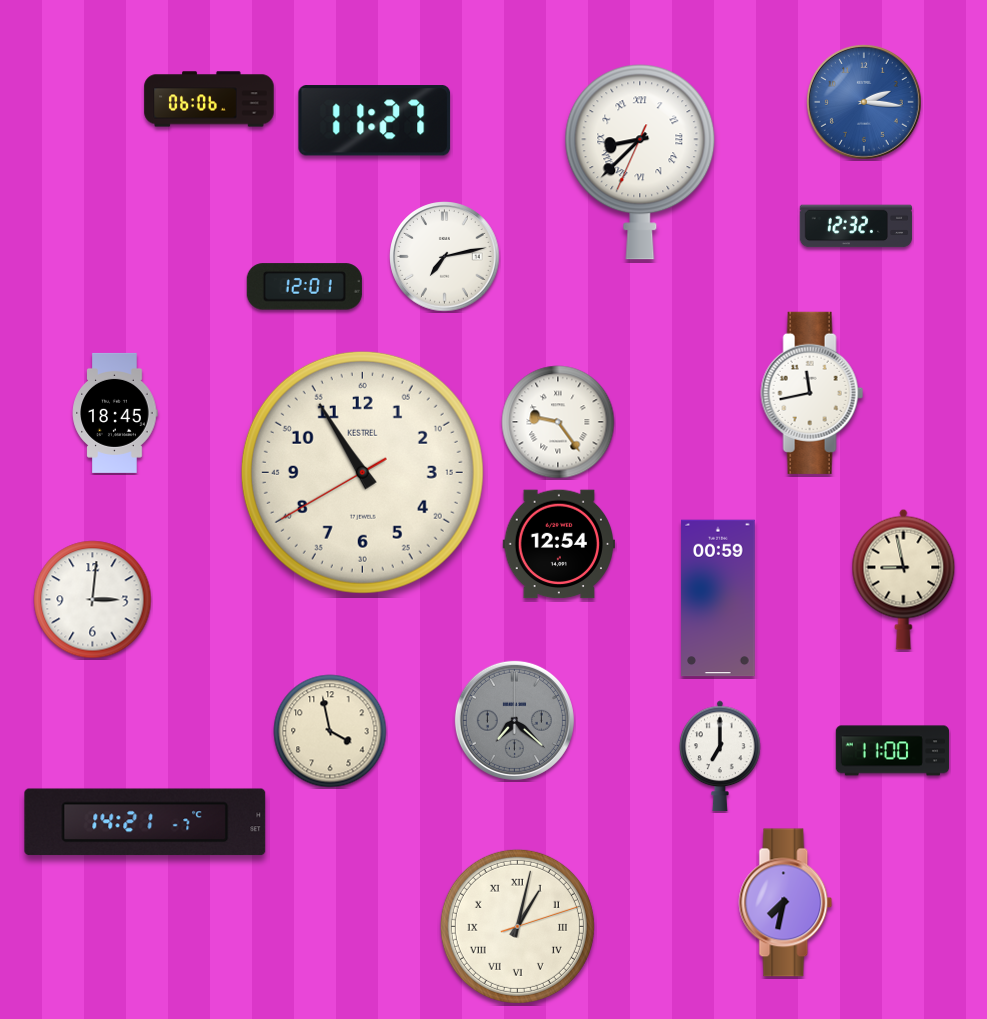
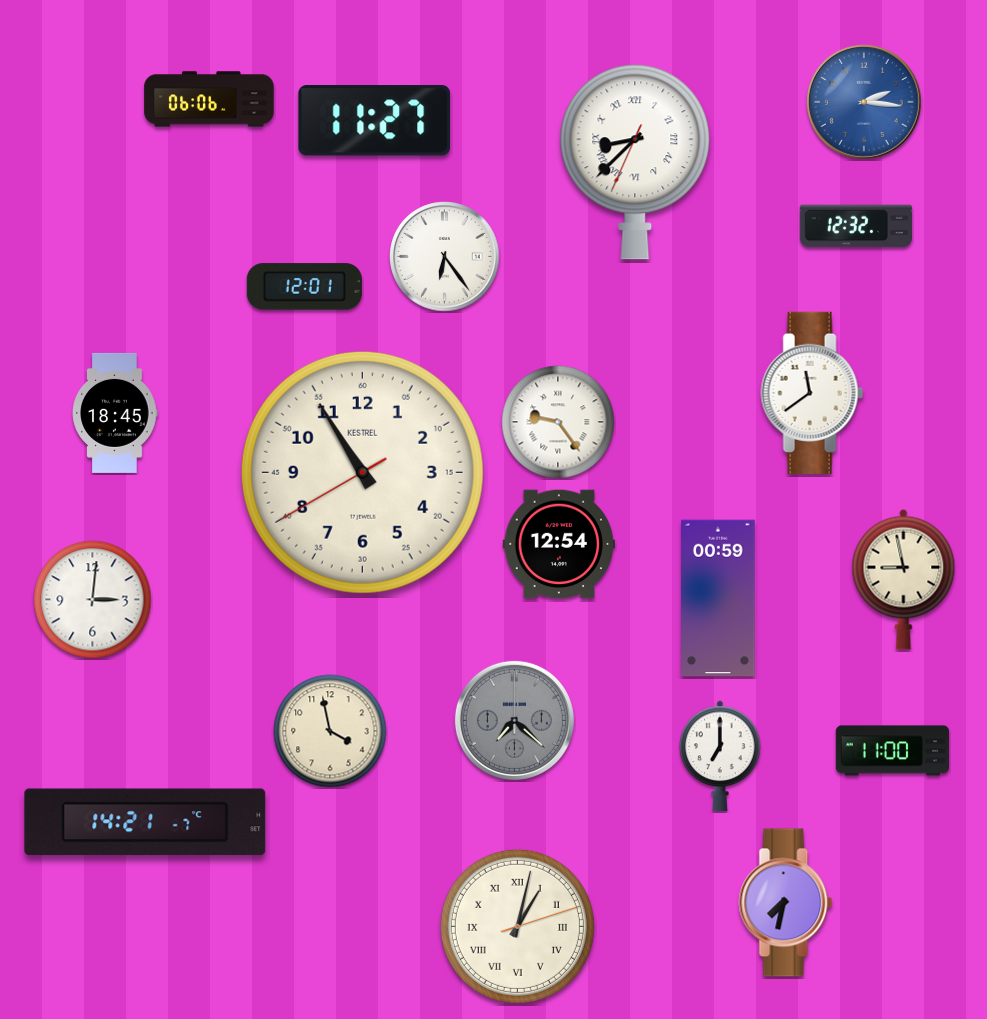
clock at (640, 162) position: (640, 162) -> (635, 162)
clock at (445, 257): 7:13 -> 6:24
clock at (812, 393): 11:43 -> 11:39
